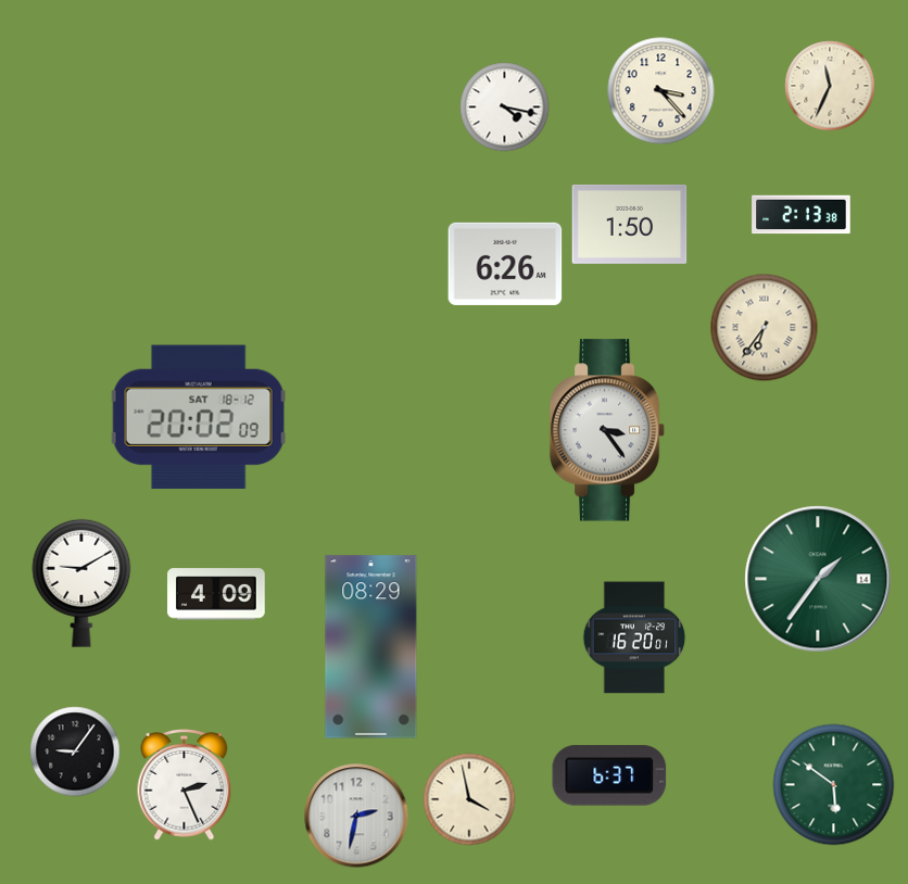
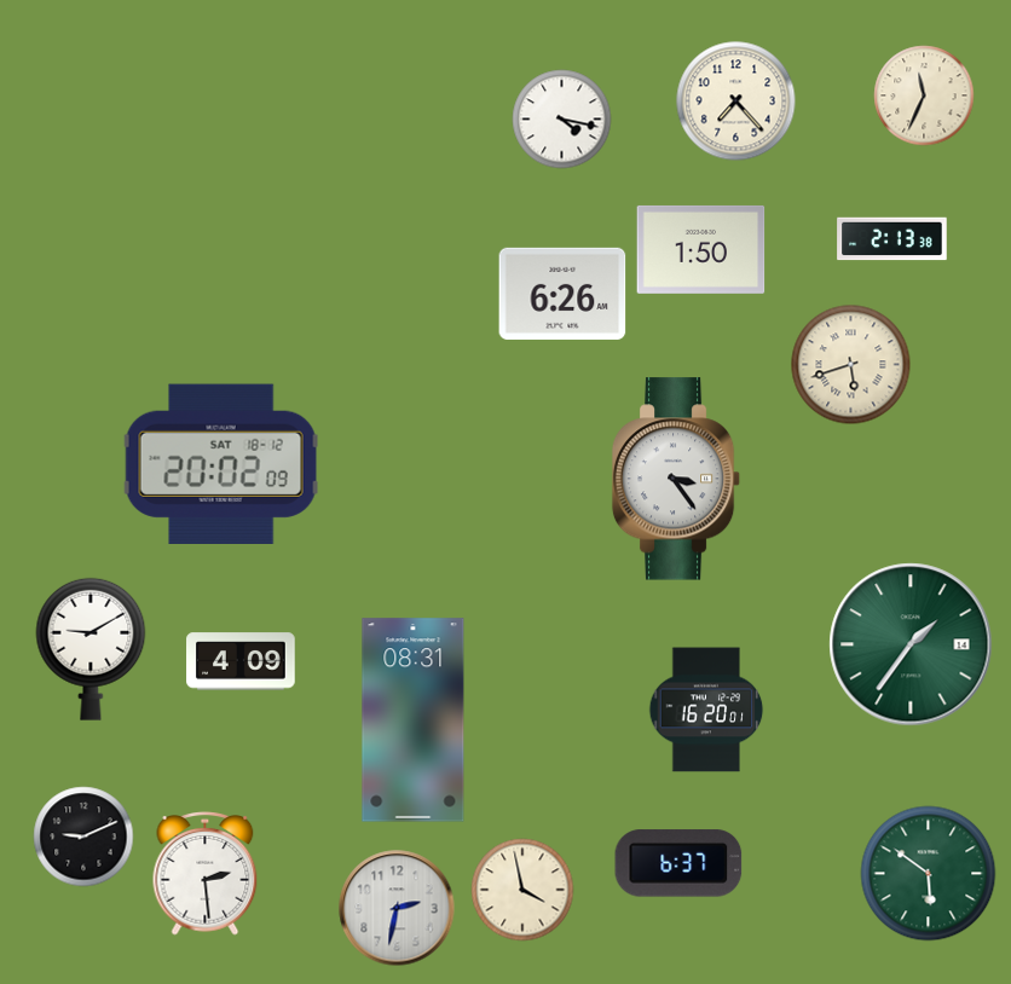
clock at (661, 91): 3:23 -> 7:23
clock at (765, 328): 6:36 -> 5:42
clock at (371, 647): 08:29 -> 08:31
clock at (75, 752): 9:06 -> 9:11
clock at (185, 785): 2:26 -> 2:29
